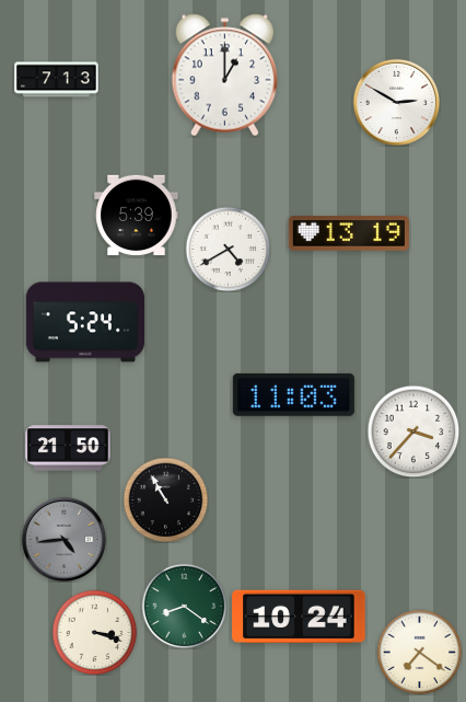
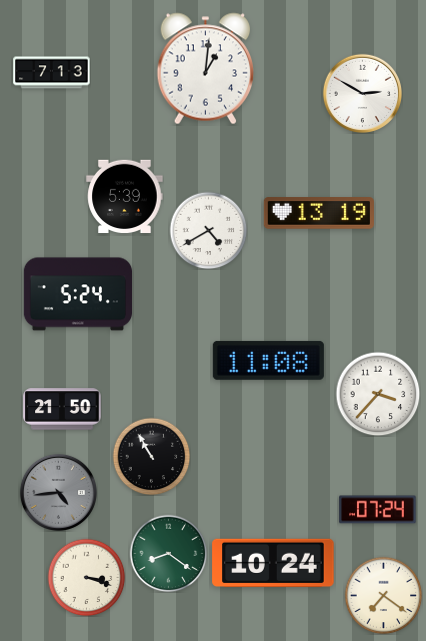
clock at (224, 76): 1:00 -> 1:01
clock at (228, 249) position: (228, 249) -> (208, 230)
clock at (293, 394): 11:03 -> 11:08
clock at (378, 510): none -> 07:24
